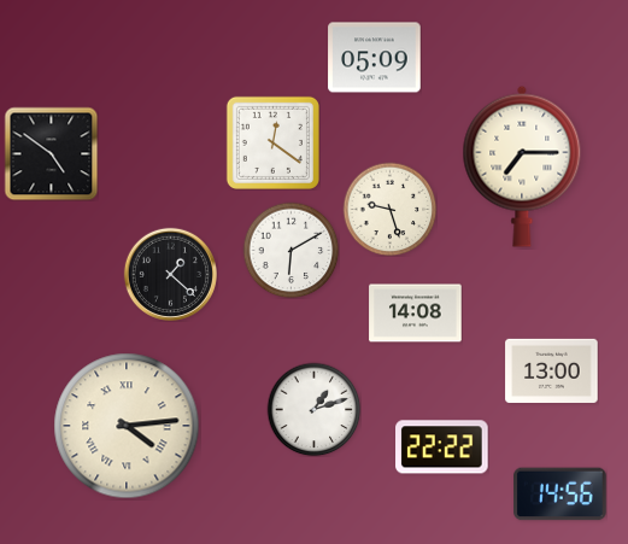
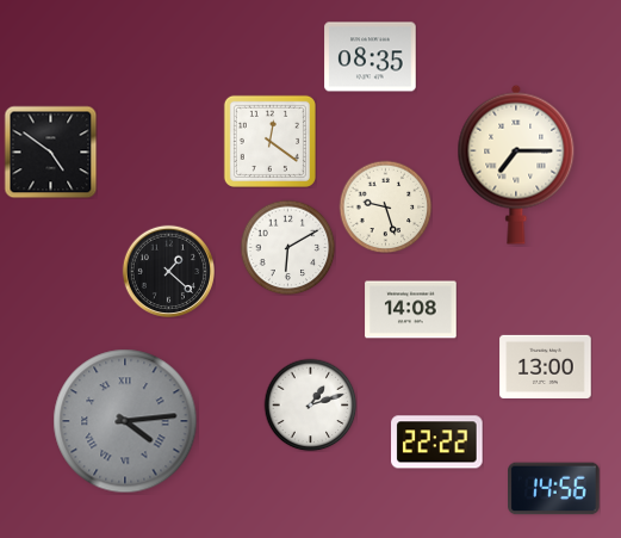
clock at (375, 58): 05:09 -> 08:35
clock at (127, 426) dial: cream -> grey
